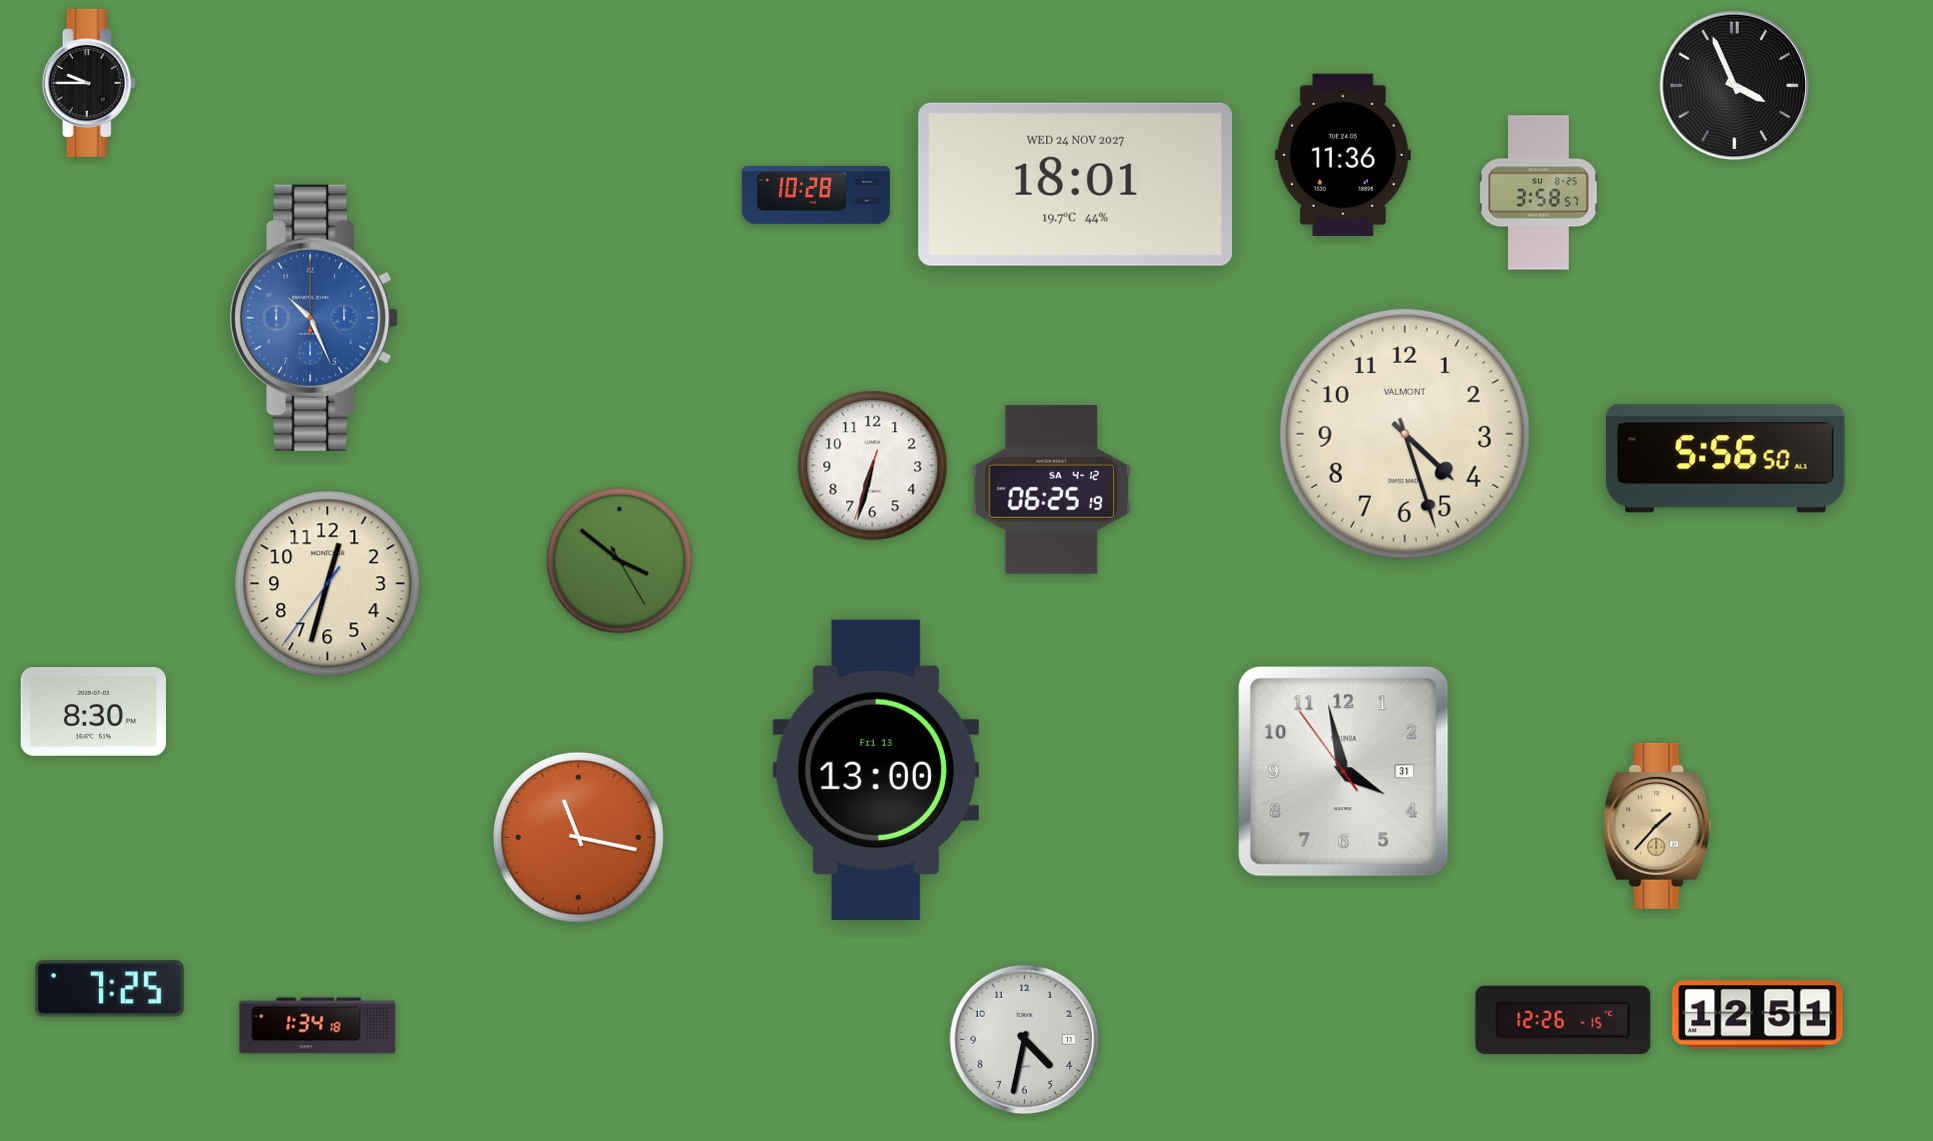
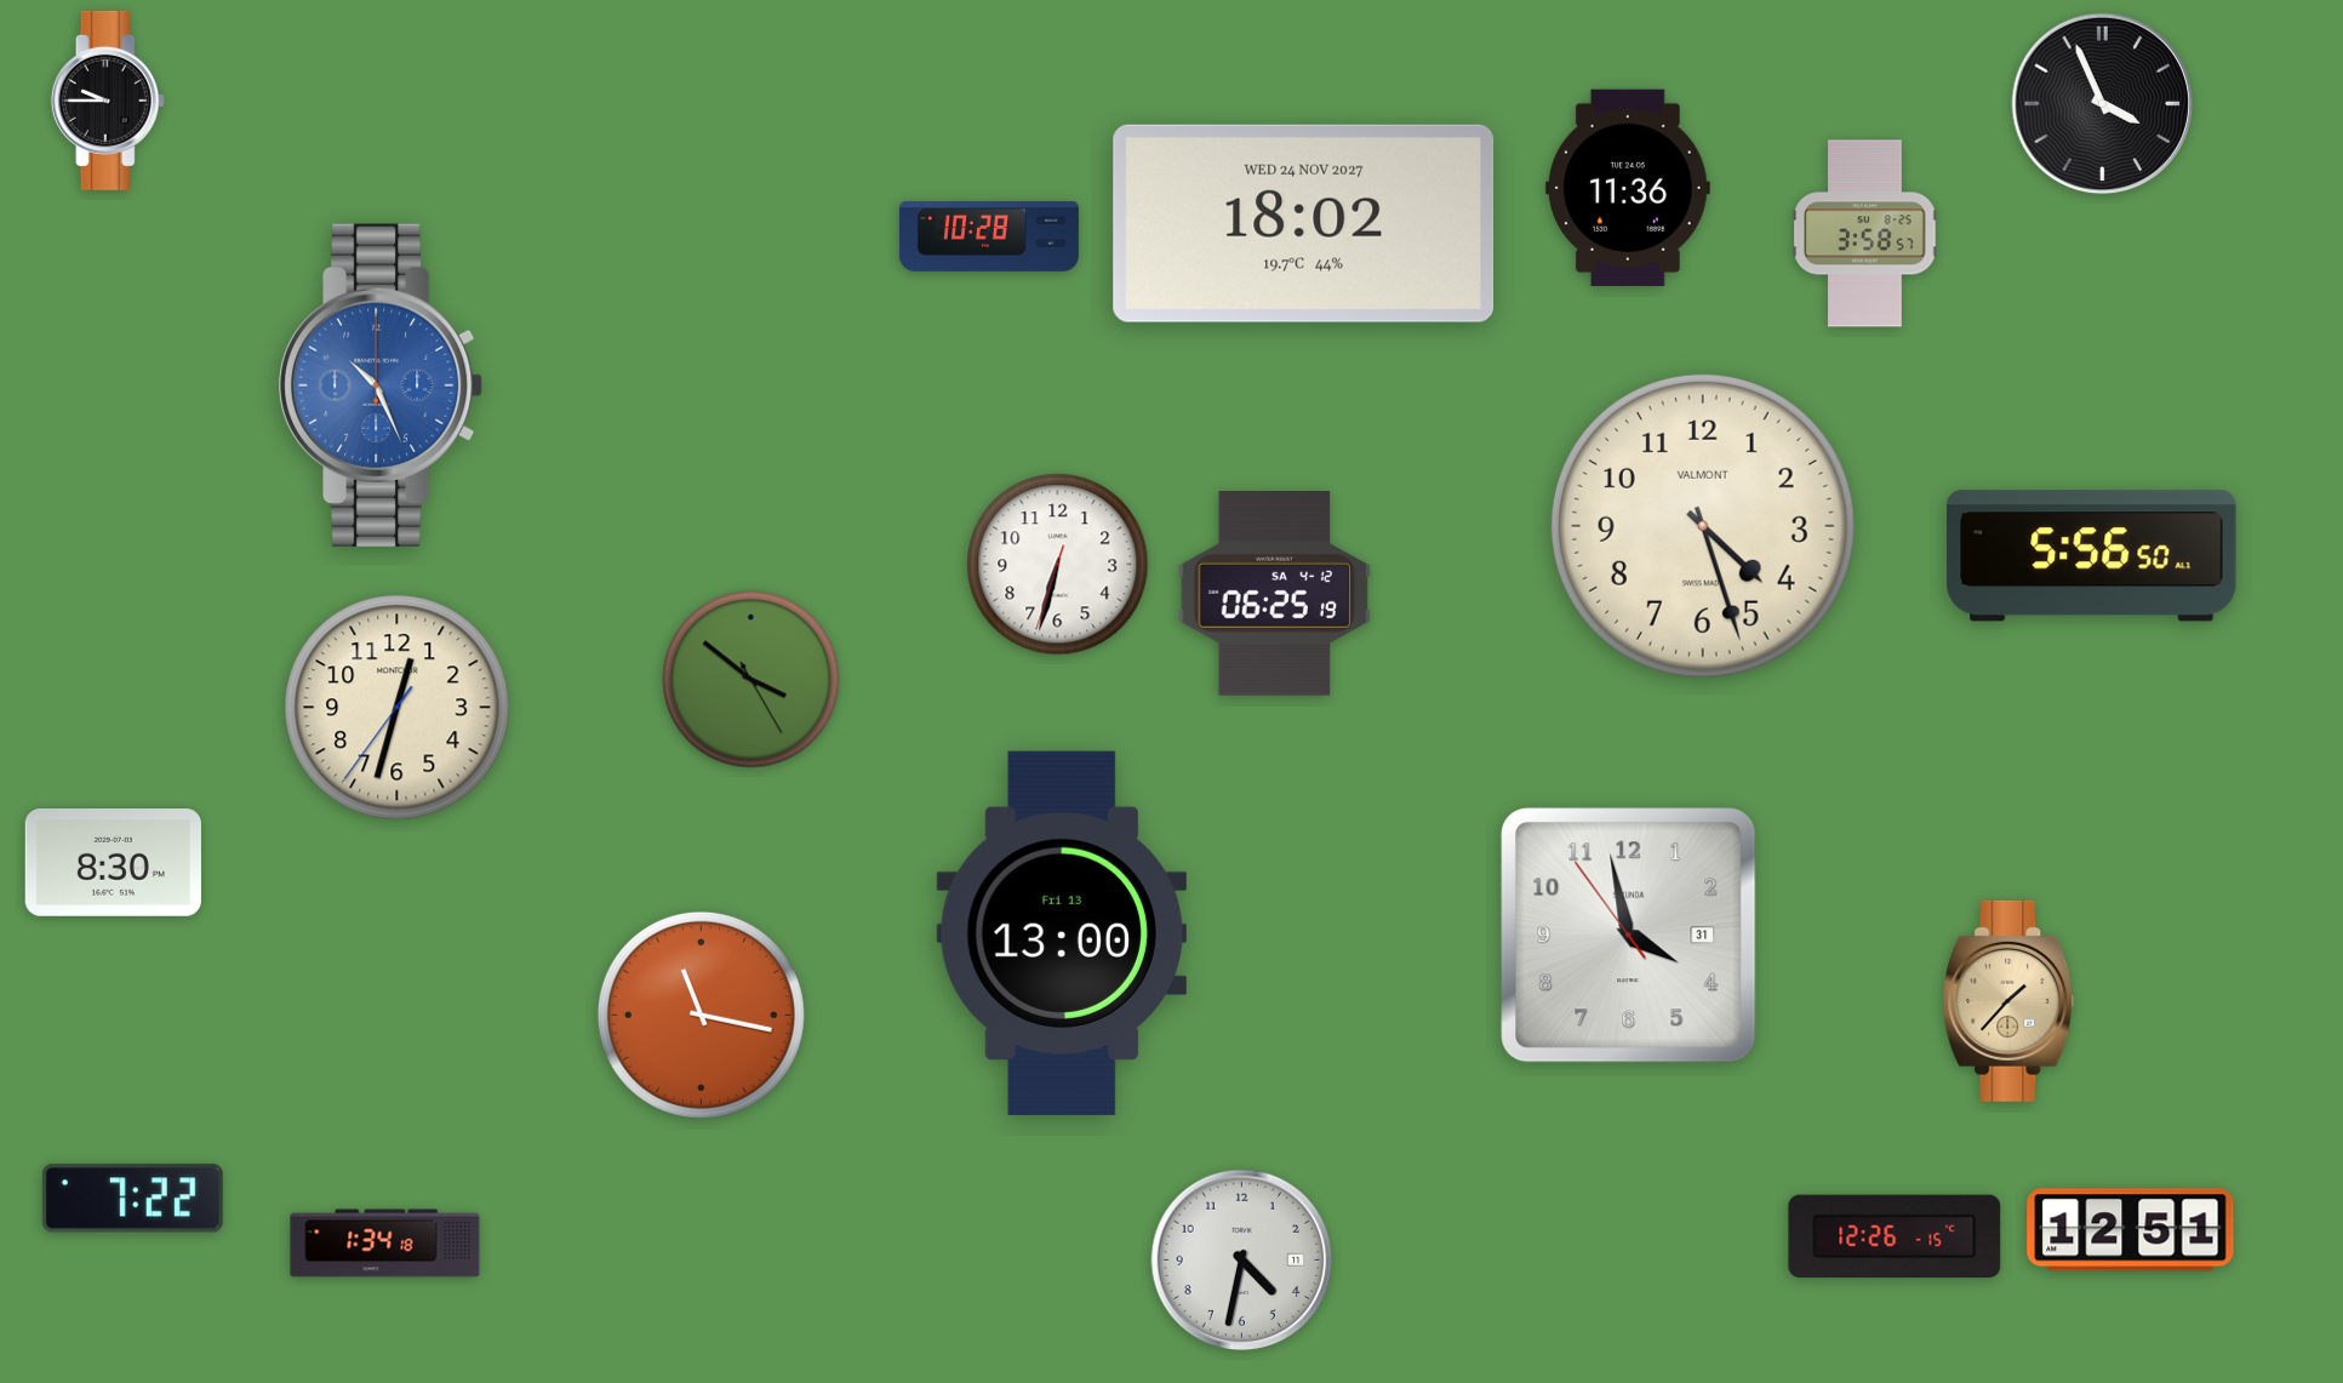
clock at (1076, 184): 18:01 -> 18:02
clock at (109, 989): 7:25 -> 7:22
